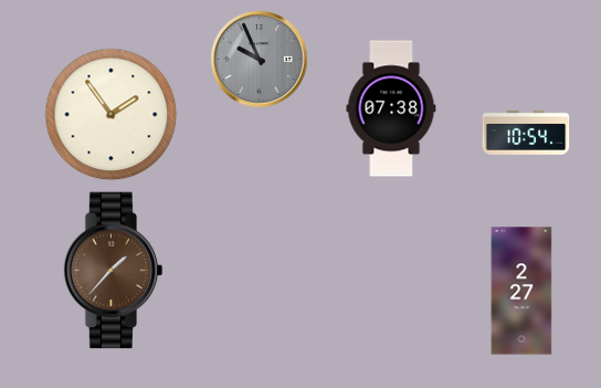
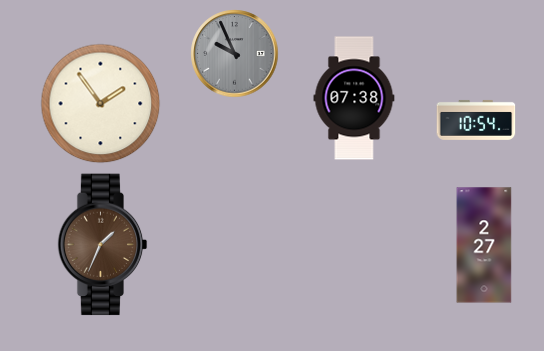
clock at (114, 271): 1:37 -> 1:34
clock at (521, 291) position: (521, 291) -> (484, 245)
